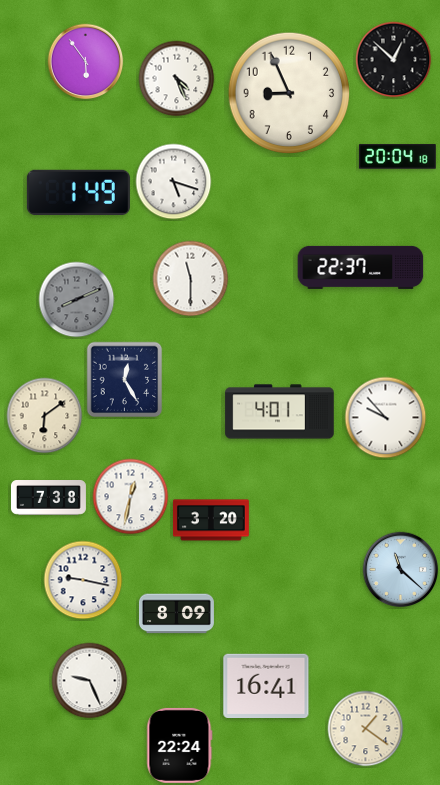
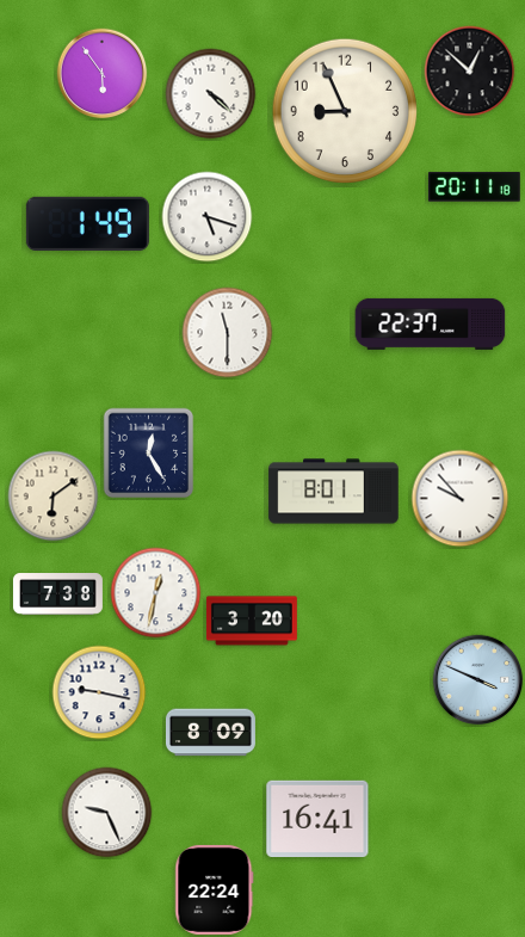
clock at (177, 79): 4:26 -> 4:22
clock at (397, 157): 20:04 -> 20:11
clock at (78, 192) position: (78, 192) -> (87, 223)
clock at (361, 267) position: (361, 267) -> (431, 323)
clock at (77, 300): 8:11 -> none
clock at (280, 412): 4:01 -> 8:01
clock at (401, 570): 11:22 -> 3:49
clock at (366, 729): 1:21 -> none
